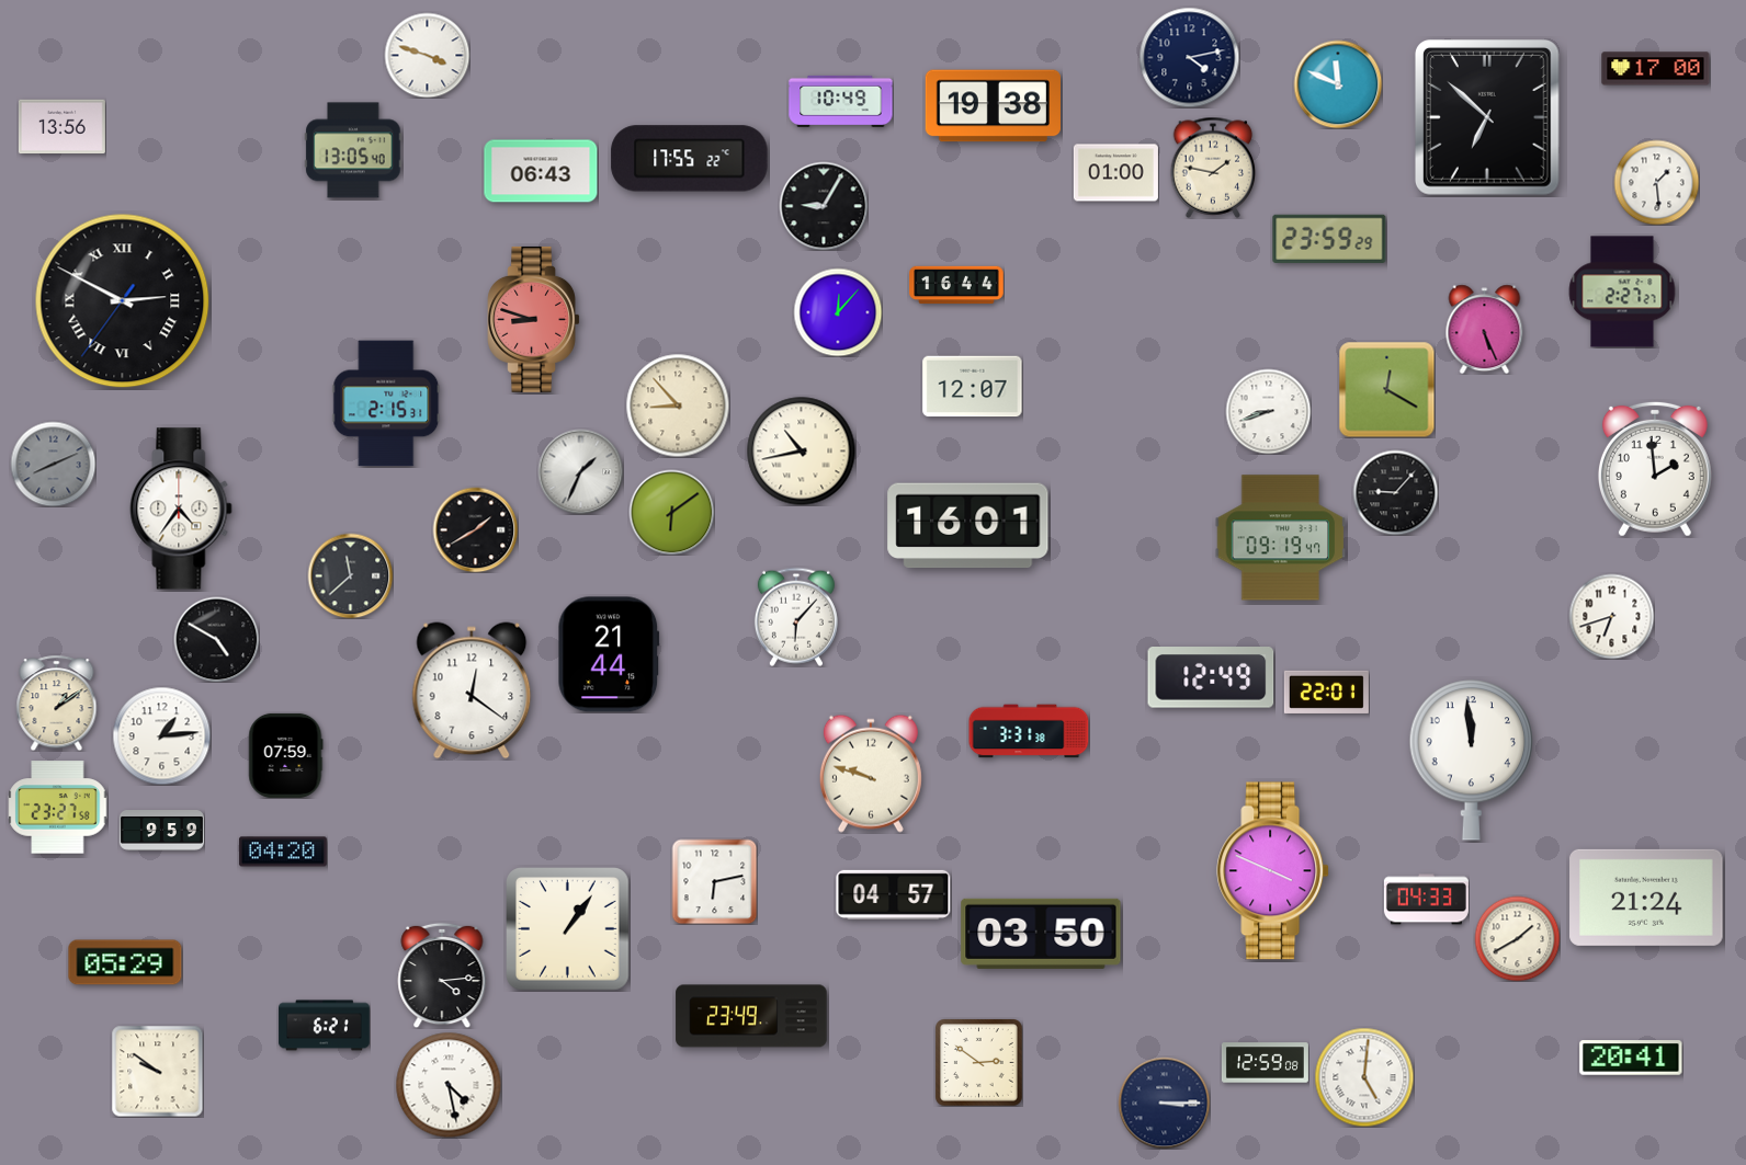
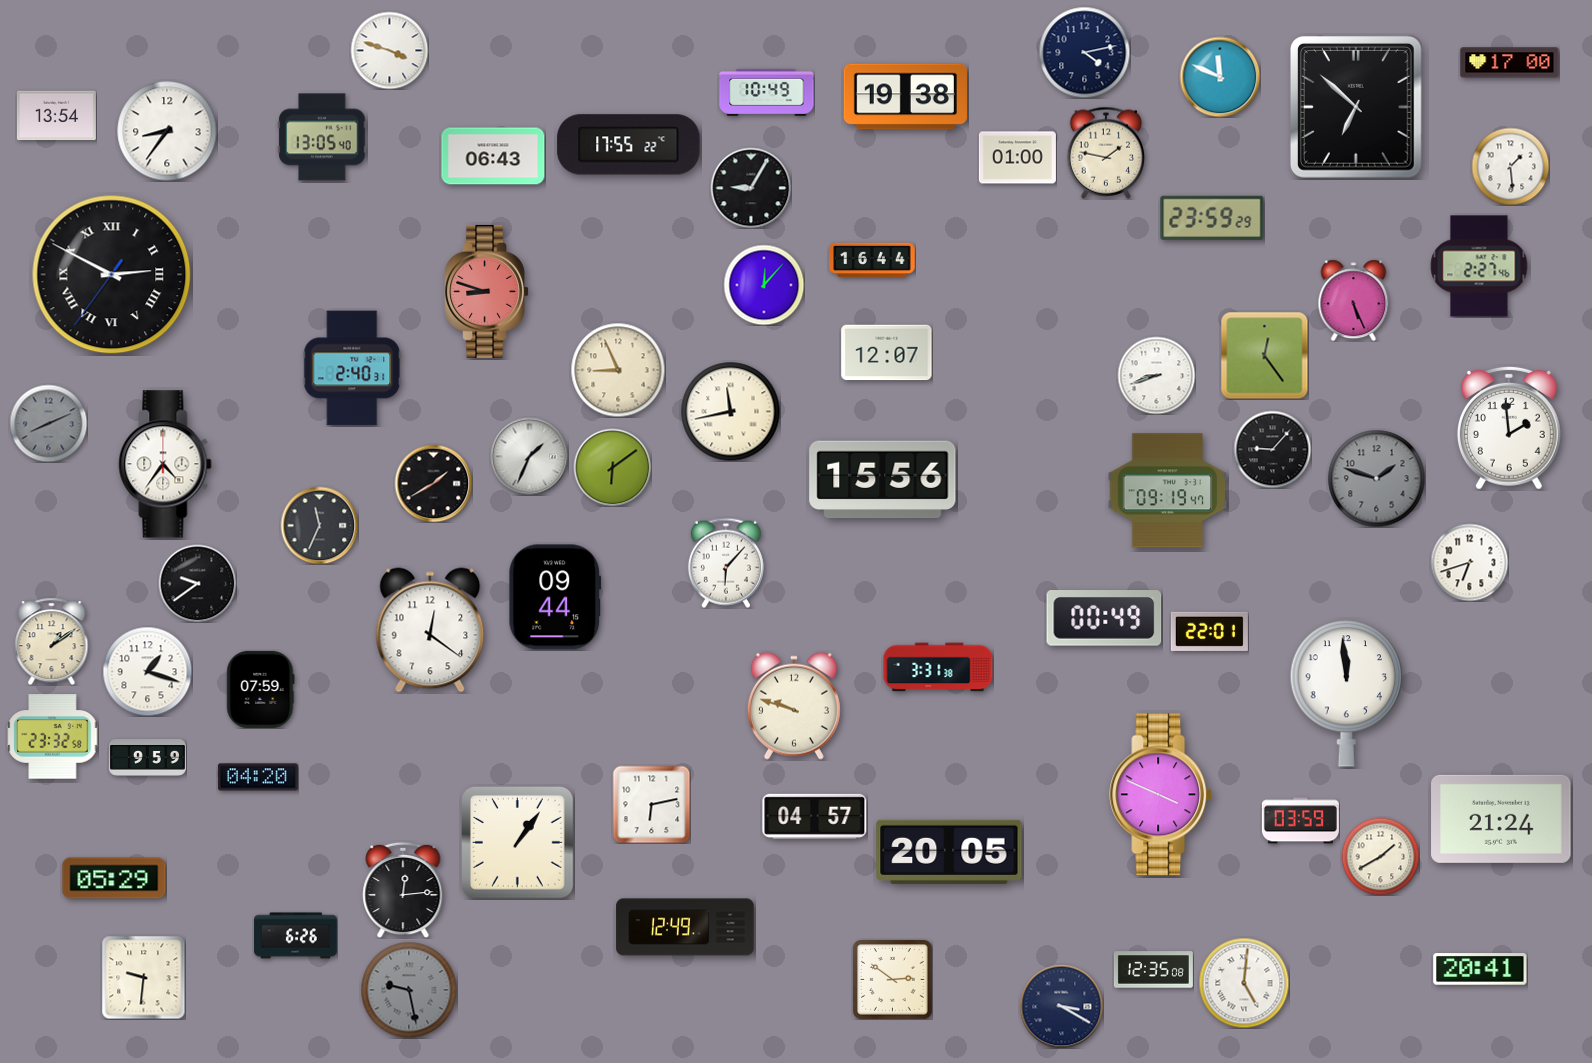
clock at (61, 127): 13:56 -> 13:54
clock at (167, 131): none -> 8:36
clock at (1622, 292): 2:27:27 -> 2:27:46
clock at (1386, 389): 12:20 -> 12:24
clock at (386, 403): 2:15 -> 2:40
clock at (678, 406): 8:53 -> 8:56
clock at (802, 452): 10:43 -> 11:43
clock at (580, 471) position: (580, 471) -> (529, 456)
clock at (1376, 478): none -> 1:48
clock at (968, 526): 16:01 -> 15:56
clock at (350, 575): 11:38 -> 11:34
clock at (216, 639): 4:50 -> 9:39
clock at (609, 654): 21:44 -> 09:44
clock at (1211, 678): 12:49 -> 00:49
clock at (161, 735): 1:14 -> 1:18
clock at (1471, 761) position: (1471, 761) -> (1346, 694)
clock at (58, 808): 23:27 -> 23:32
clock at (1426, 900): 04:33 -> 03:59
clock at (568, 929) position: (568, 929) -> (518, 843)
clock at (1041, 934): 03:50 -> 20:05
clock at (1517, 938) position: (1517, 938) -> (1380, 856)
clock at (442, 975): 4:14 -> 12:14
clock at (751, 1016): 23:49 -> 12:49
clock at (325, 1026): 6:21 -> 6:26
clock at (1631, 1058) position: (1631, 1058) -> (1480, 969)
clock at (979, 1063) position: (979, 1063) -> (893, 980)
clock at (1265, 1063): 12:59 -> 12:35
clock at (157, 1071): 9:51 -> 9:31
clock at (449, 1085): 4:28 -> 9:28
clock at (449, 1085) dial: white -> grey
clock at (1164, 1103): 3:15 -> 3:20
